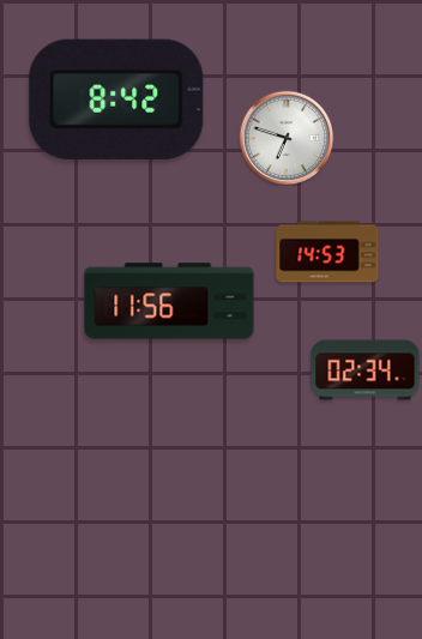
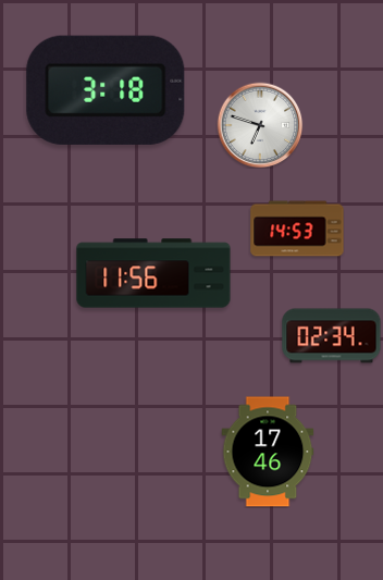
clock at (116, 100): 8:42 -> 3:18
clock at (268, 452): none -> 17:46
